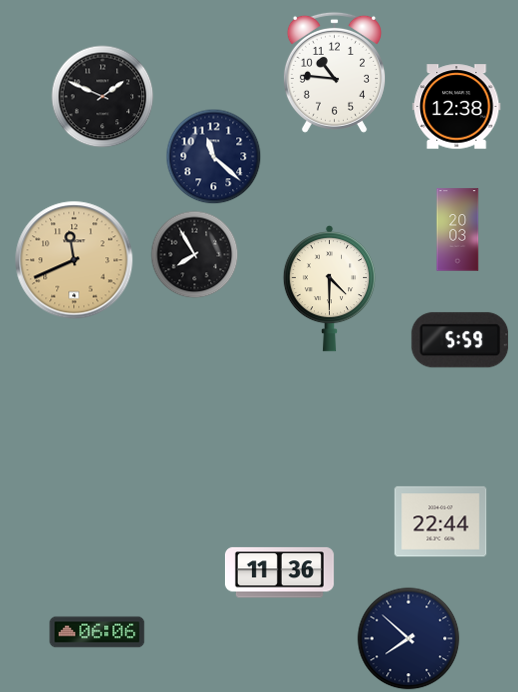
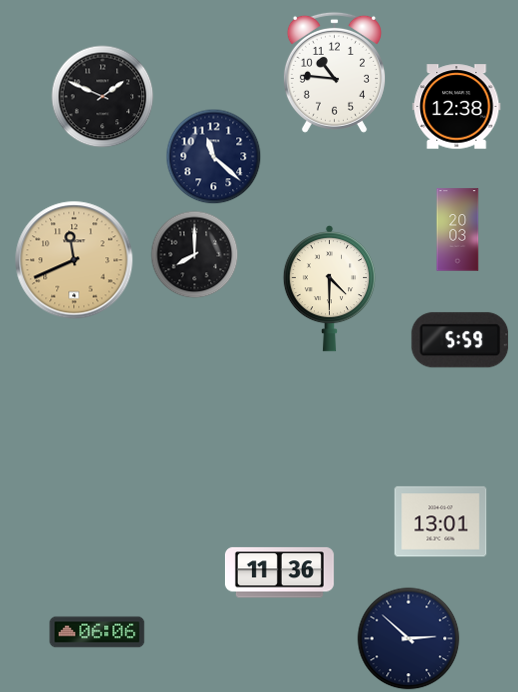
clock at (195, 255): 7:55 -> 8:00
clock at (441, 522): 22:44 -> 13:01
clock at (409, 639): 7:52 -> 2:52
